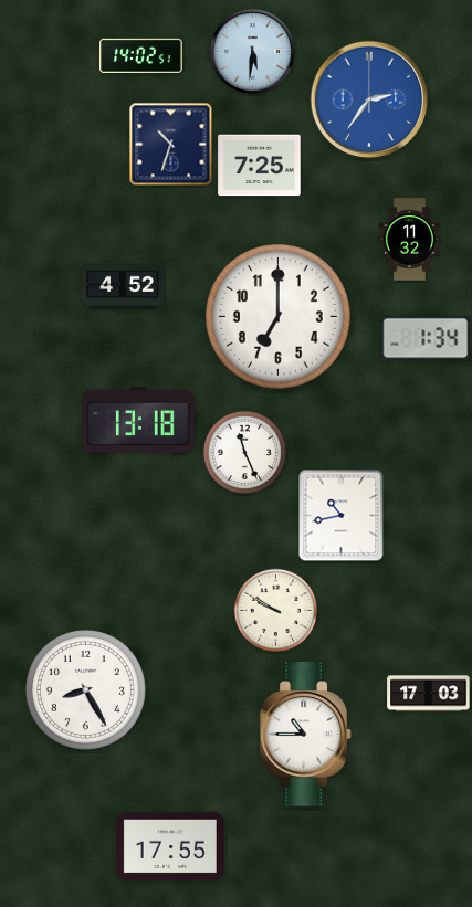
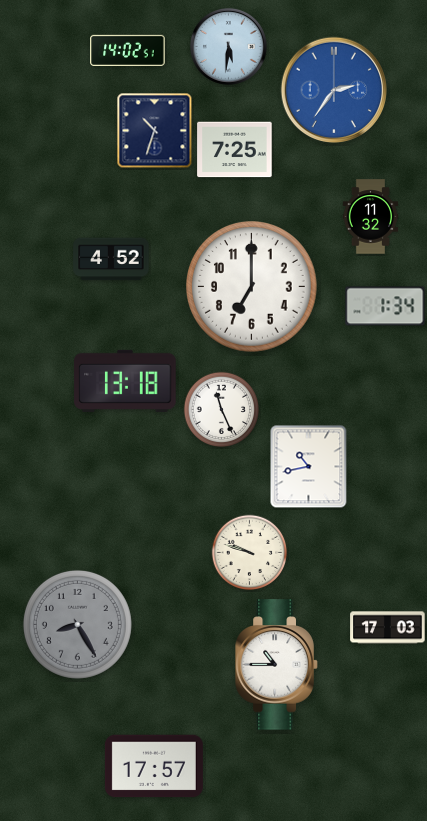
clock at (276, 611): 9:50 -> 9:48
clock at (85, 689) dial: white -> grey
clock at (170, 846): 17:55 -> 17:57
